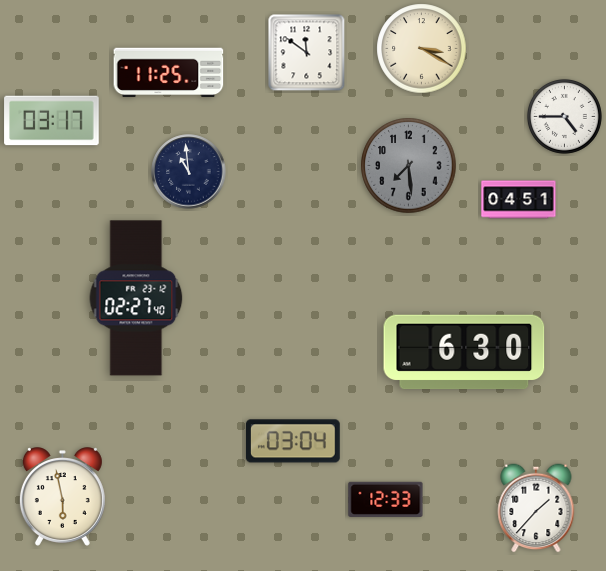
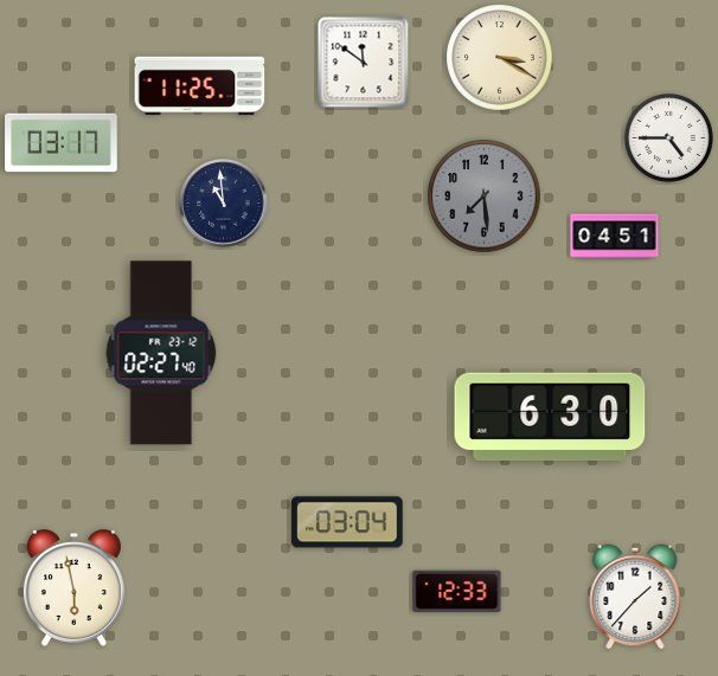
clock at (536, 508) position: (536, 508) -> (635, 597)
